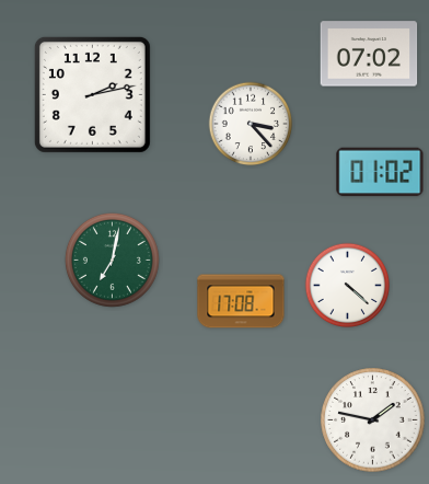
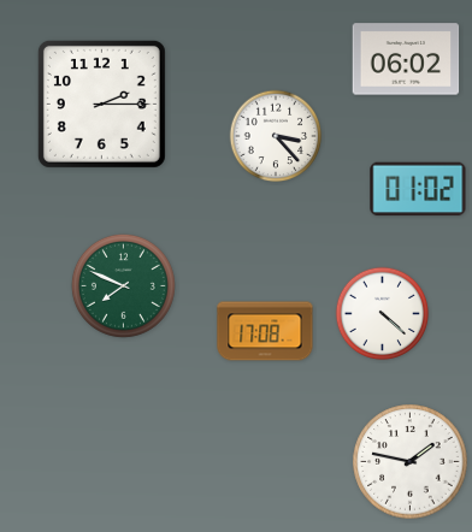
clock at (369, 54): 07:02 -> 06:02
clock at (92, 94): 2:13 -> 2:15
clock at (112, 260): 7:02 -> 7:49
